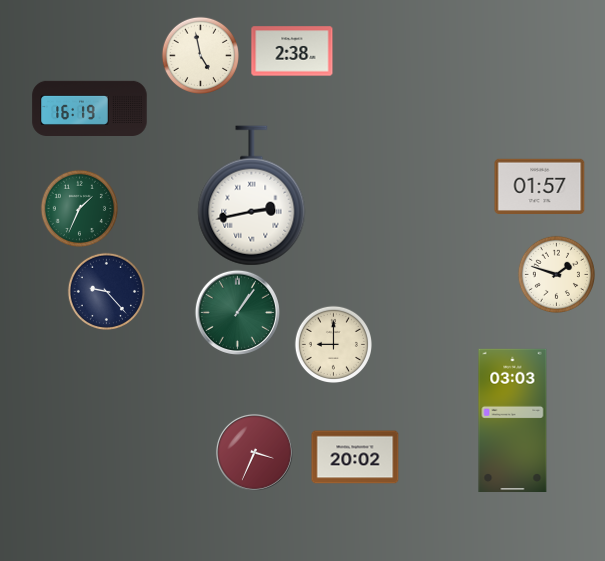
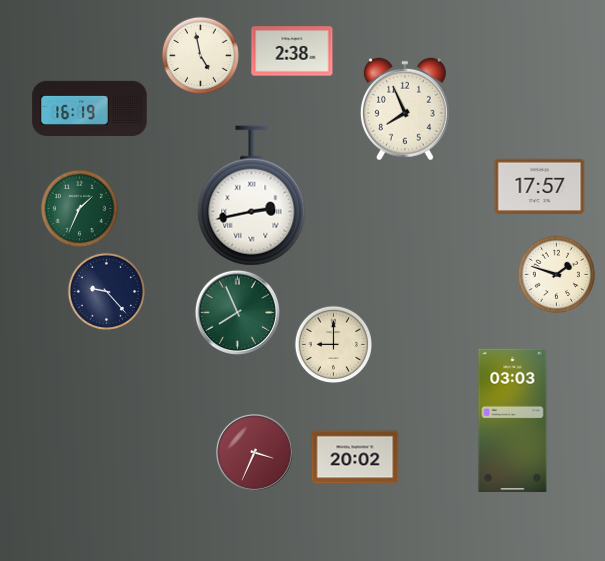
clock at (405, 109): none -> 7:56
clock at (540, 186): 01:57 -> 17:57
clock at (237, 312): 1:06 -> 7:56
